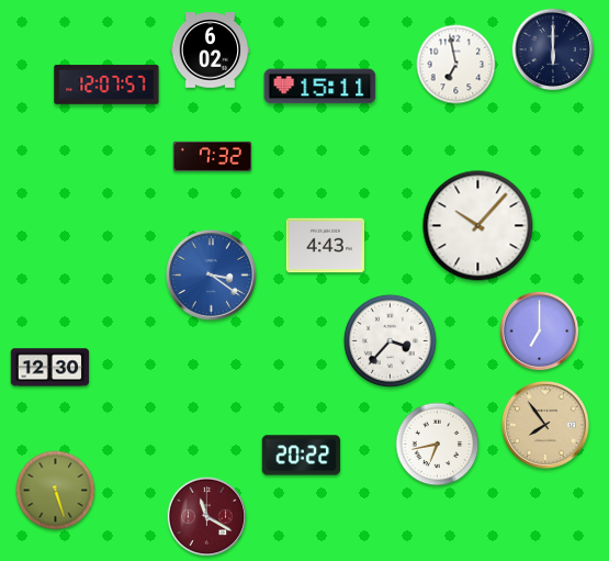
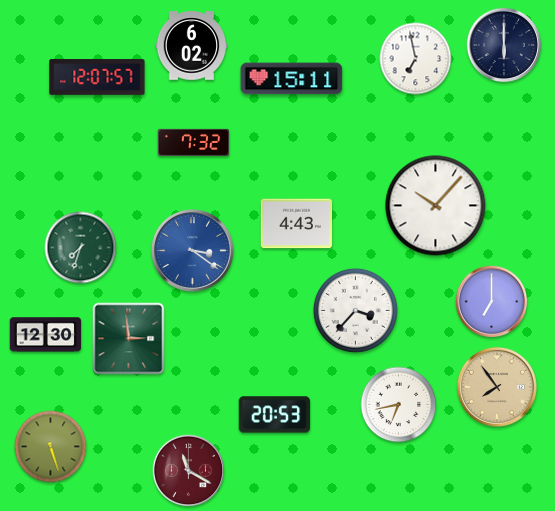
clock at (81, 248): none -> 7:33
clock at (129, 339): none -> 2:59
clock at (302, 456): 20:22 -> 20:53
